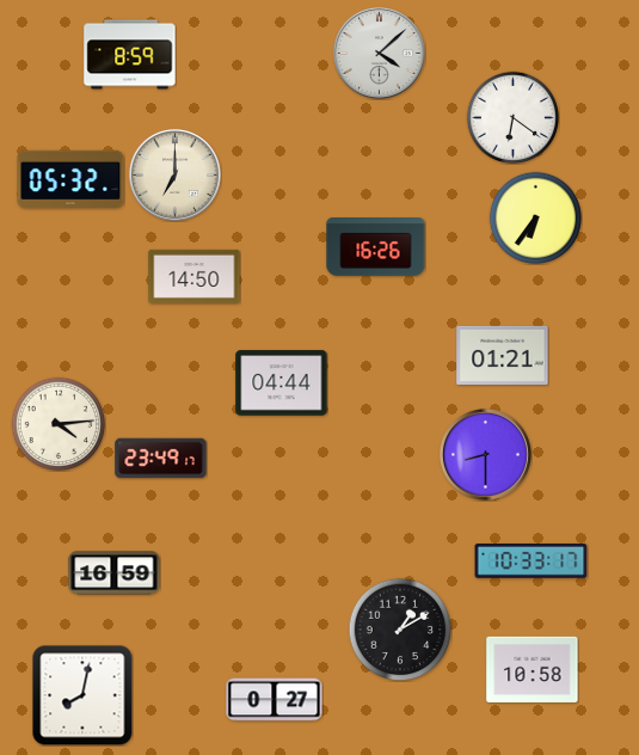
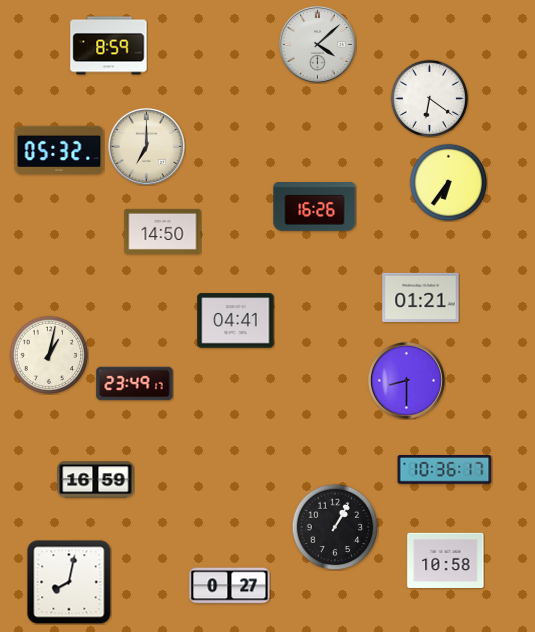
clock at (282, 383): 04:44 -> 04:41
clock at (59, 424): 4:14 -> 1:02
clock at (532, 561): 10:33 -> 10:36
clock at (400, 630): 1:10 -> 1:05
